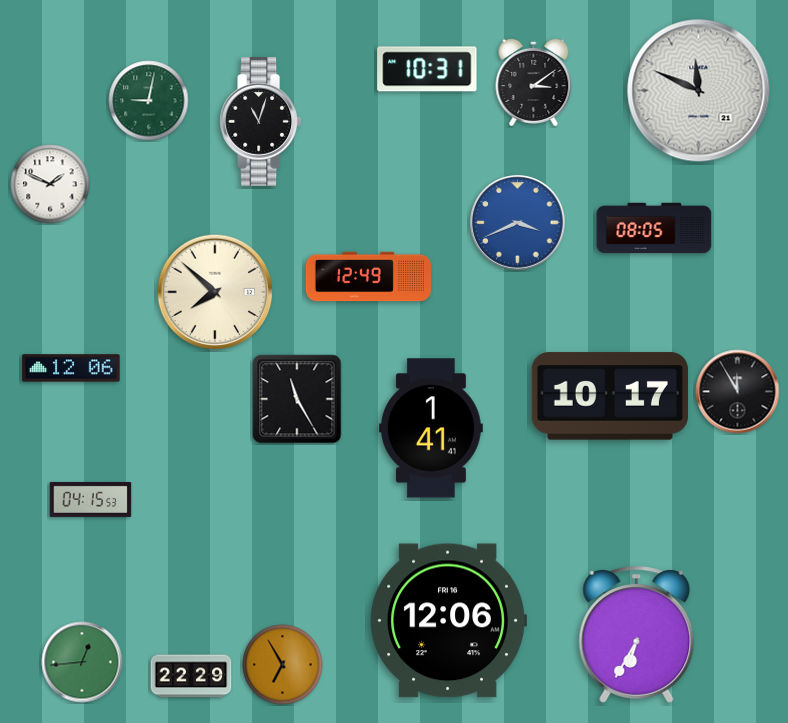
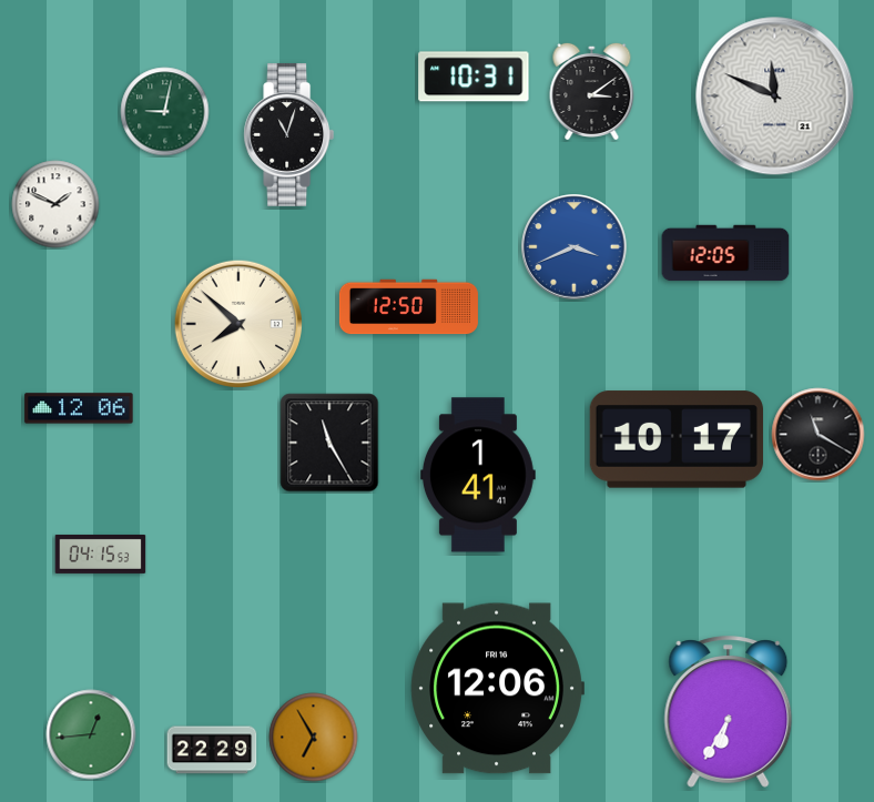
clock at (699, 91) position: (699, 91) -> (775, 97)
clock at (654, 228): 08:05 -> 12:05
clock at (368, 277): 12:49 -> 12:50
clock at (738, 392): 11:55 -> 11:20
clock at (637, 635) position: (637, 635) -> (729, 712)
